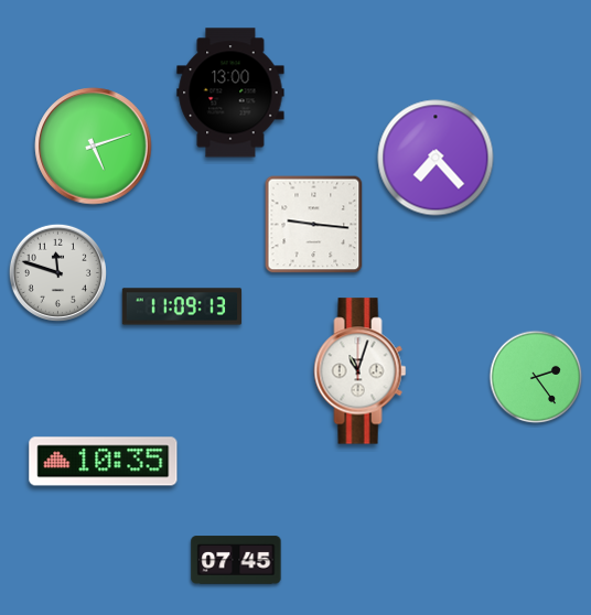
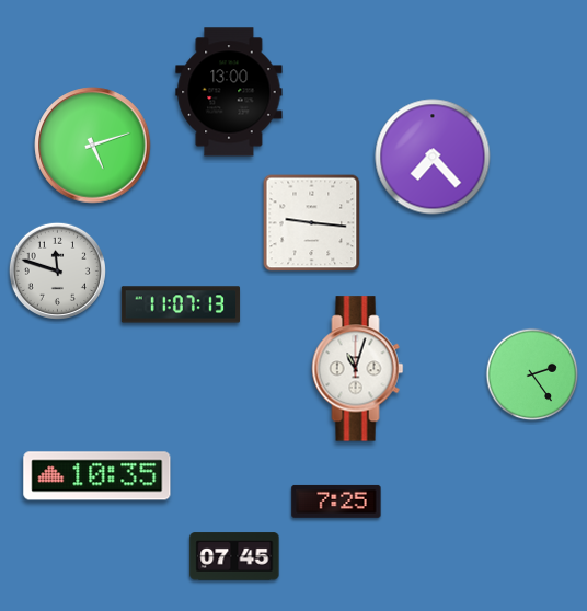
clock at (182, 306): 11:09 -> 11:07
clock at (104, 462) position: (104, 462) -> (97, 476)
clock at (336, 502): none -> 7:25
